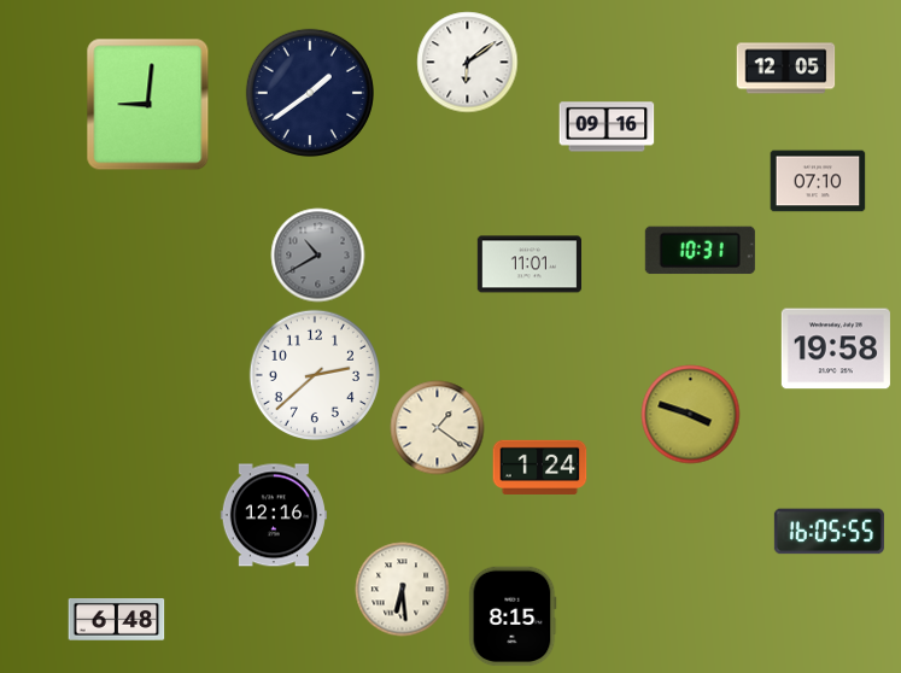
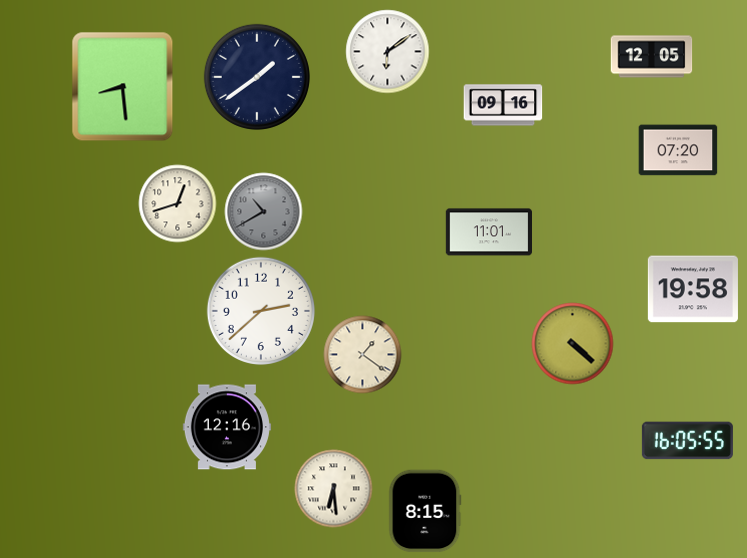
clock at (148, 104): 9:01 -> 8:29
clock at (818, 181): 07:10 -> 07:20
clock at (177, 203): none -> 12:42
clock at (700, 251): 10:31 -> none
clock at (528, 264) position: (528, 264) -> (488, 232)
clock at (690, 414): 3:48 -> 4:22
clock at (539, 467): 1:24 -> none
clock at (116, 620): 6:48 -> none
